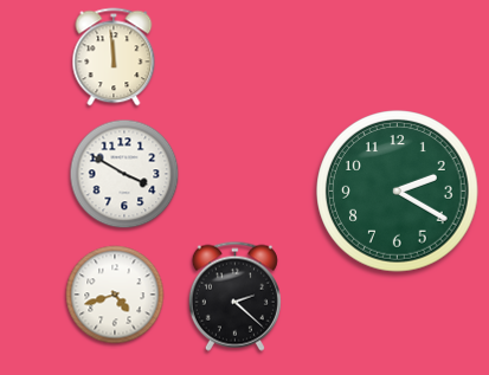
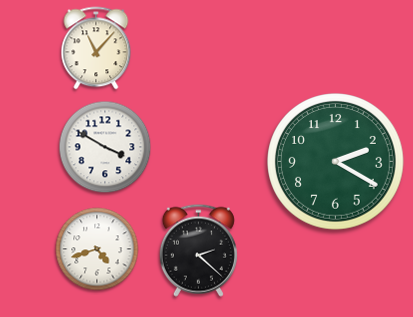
clock at (114, 57): 11:59 -> 11:07
